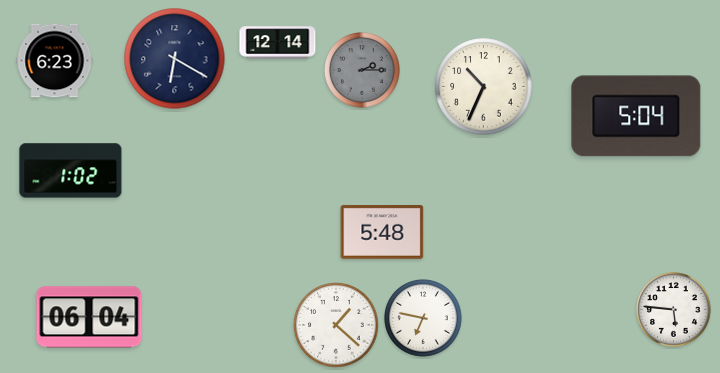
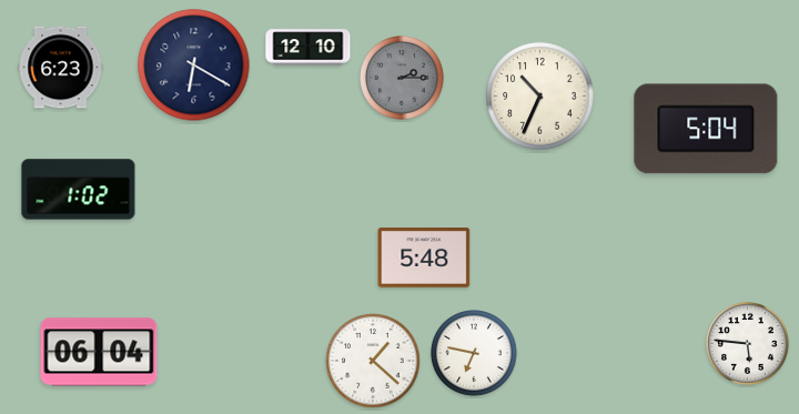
clock at (278, 43): 12:14 -> 12:10
clock at (484, 87) position: (484, 87) -> (540, 97)
clock at (424, 319) position: (424, 319) -> (475, 354)
